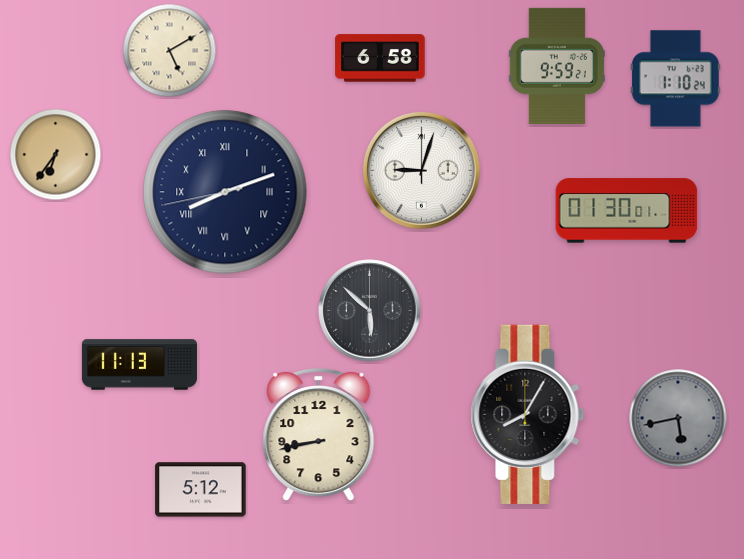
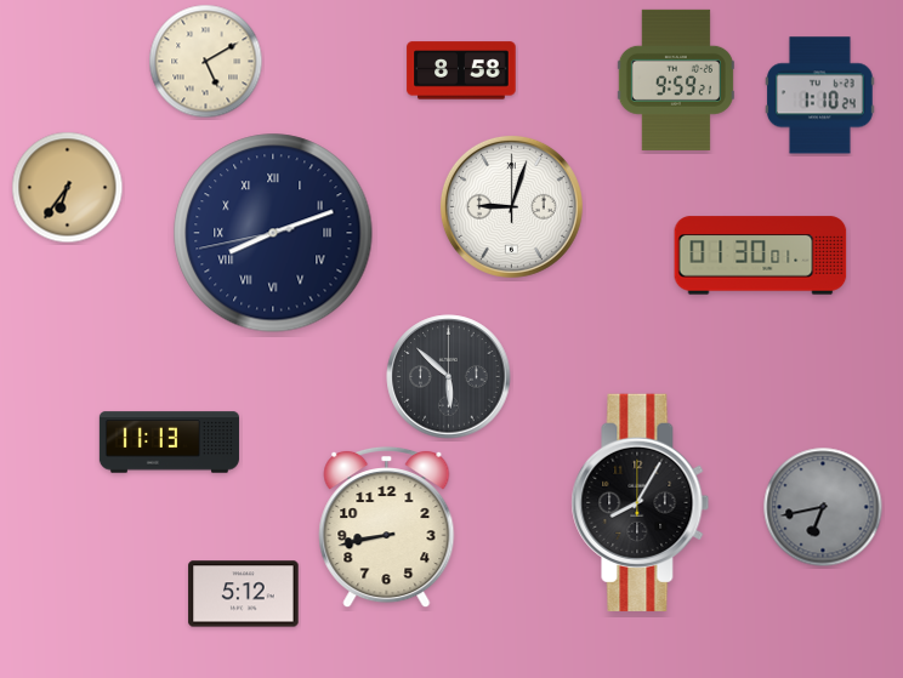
clock at (380, 58): 6:58 -> 8:58
clock at (678, 418): 5:43 -> 6:43
